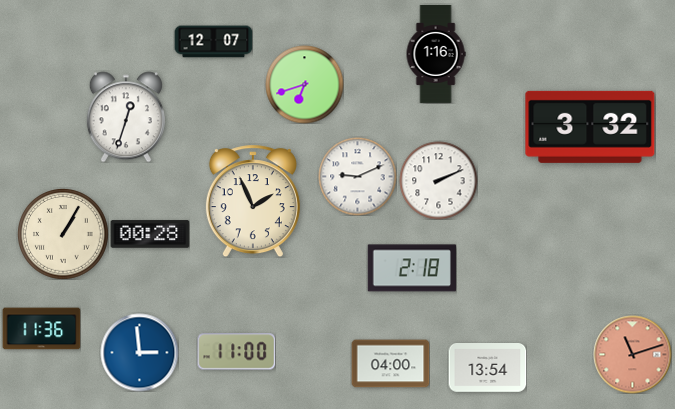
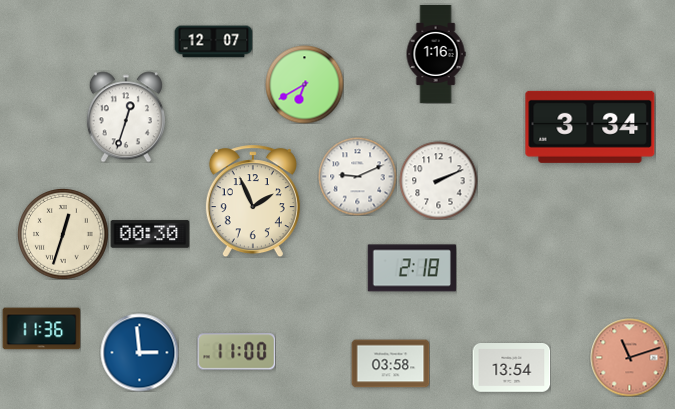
clock at (304, 84): 6:42 -> 6:40
clock at (590, 127): 3:32 -> 3:34
clock at (63, 234): 1:05 -> 12:33
clock at (150, 234): 00:28 -> 00:30
clock at (632, 354) position: (632, 354) -> (629, 357)
clock at (390, 364): 04:00 -> 03:58
clock at (487, 368) position: (487, 368) -> (511, 368)
